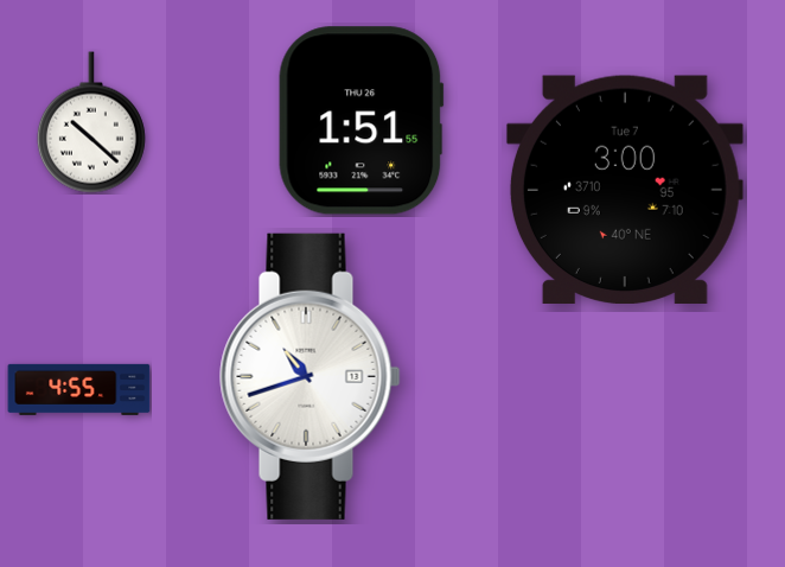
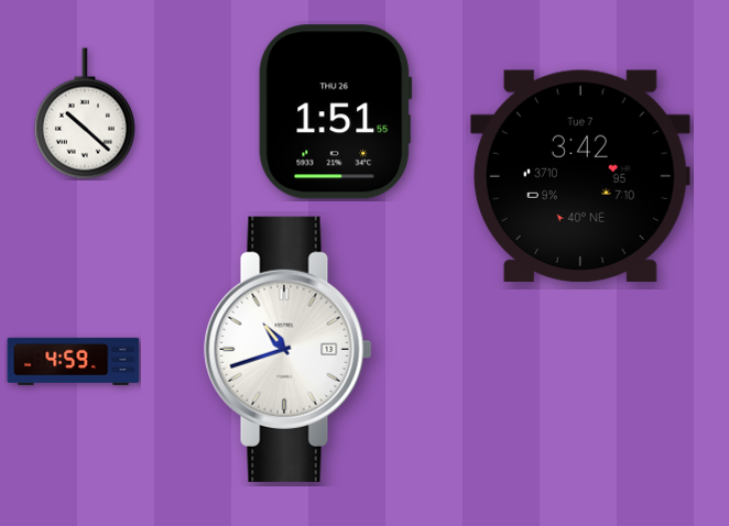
clock at (625, 189): 3:00 -> 3:42
clock at (79, 389): 4:55 -> 4:59
